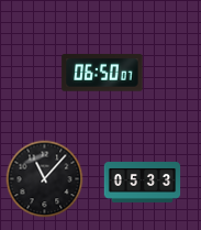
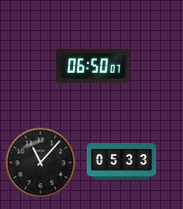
clock at (143, 183) position: (143, 183) -> (122, 162)
